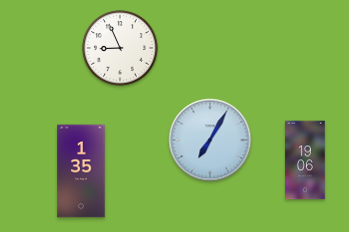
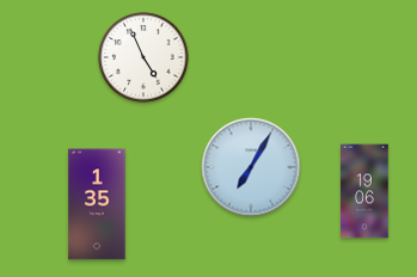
clock at (120, 48): 8:56 -> 4:56
